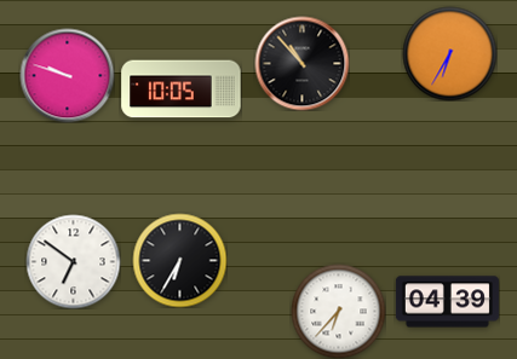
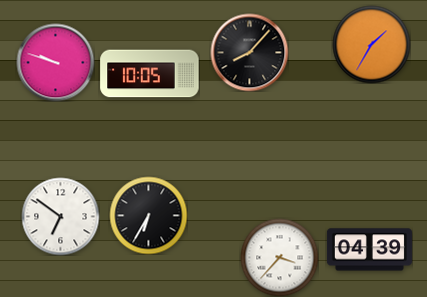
clock at (449, 53): 6:35 -> 1:35
clock at (301, 63): 10:53 -> 8:07
clock at (338, 311): 6:37 -> 3:37
